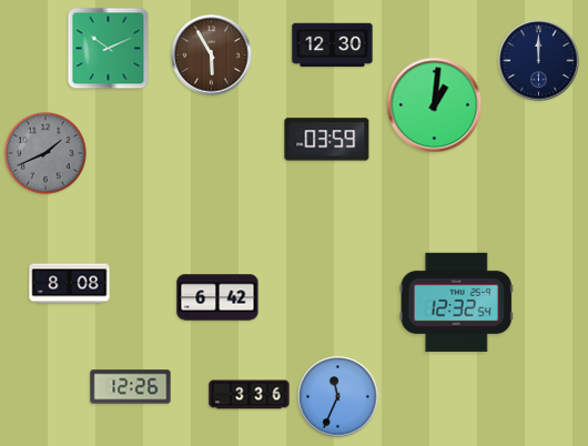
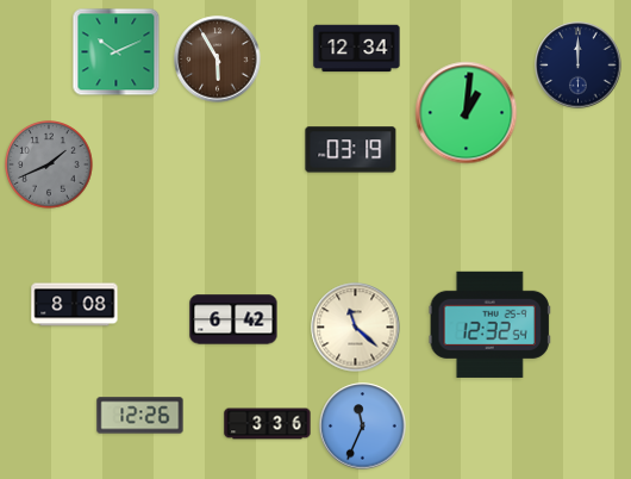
clock at (333, 45): 12:30 -> 12:34
clock at (212, 55) position: (212, 55) -> (218, 60)
clock at (327, 140): 03:59 -> 03:19
clock at (356, 328): none -> 11:22
